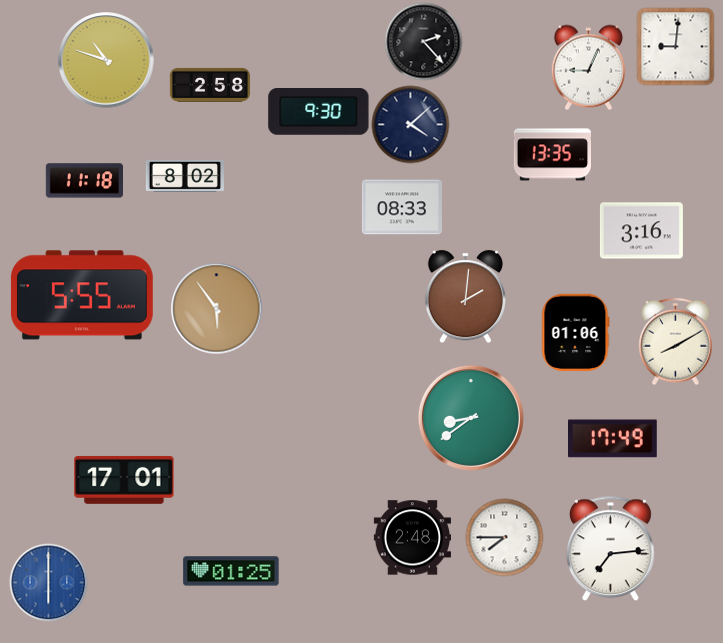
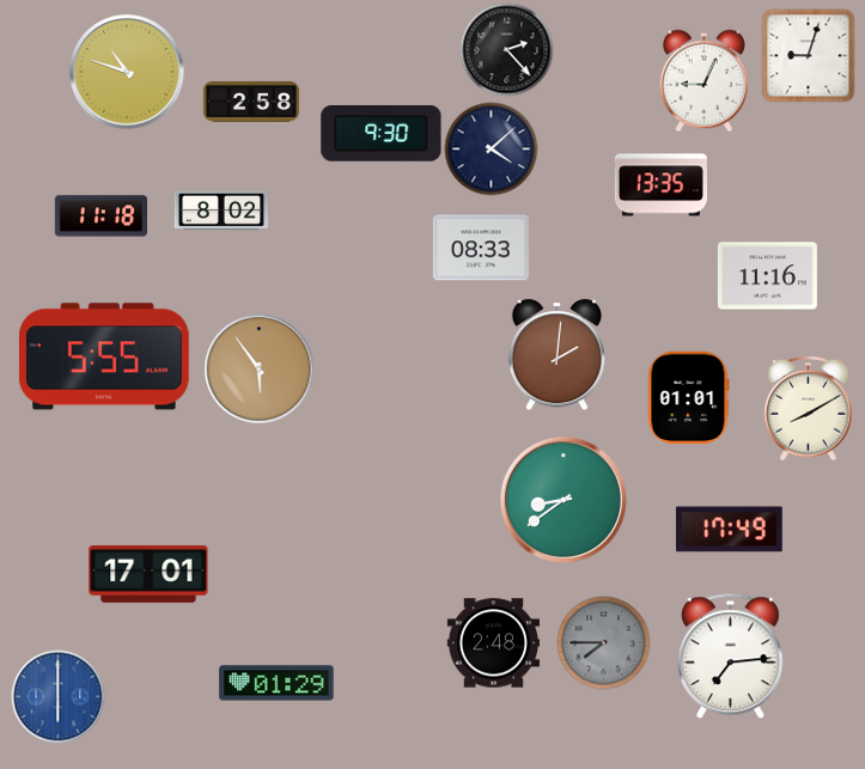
clock at (675, 46): 9:01 -> 9:03
clock at (641, 231): 3:16 -> 11:16
clock at (82, 295) position: (82, 295) -> (104, 356)
clock at (576, 332): 01:06 -> 01:01
clock at (613, 439) position: (613, 439) -> (730, 530)
clock at (504, 537) dial: white -> grey
clock at (231, 571): 01:25 -> 01:29
